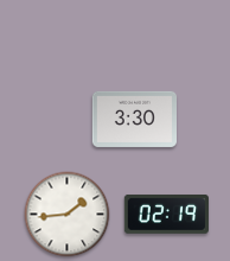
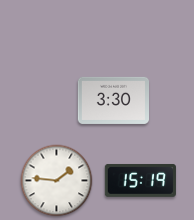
clock at (68, 215): 1:44 -> 1:46
clock at (166, 215): 02:19 -> 15:19
